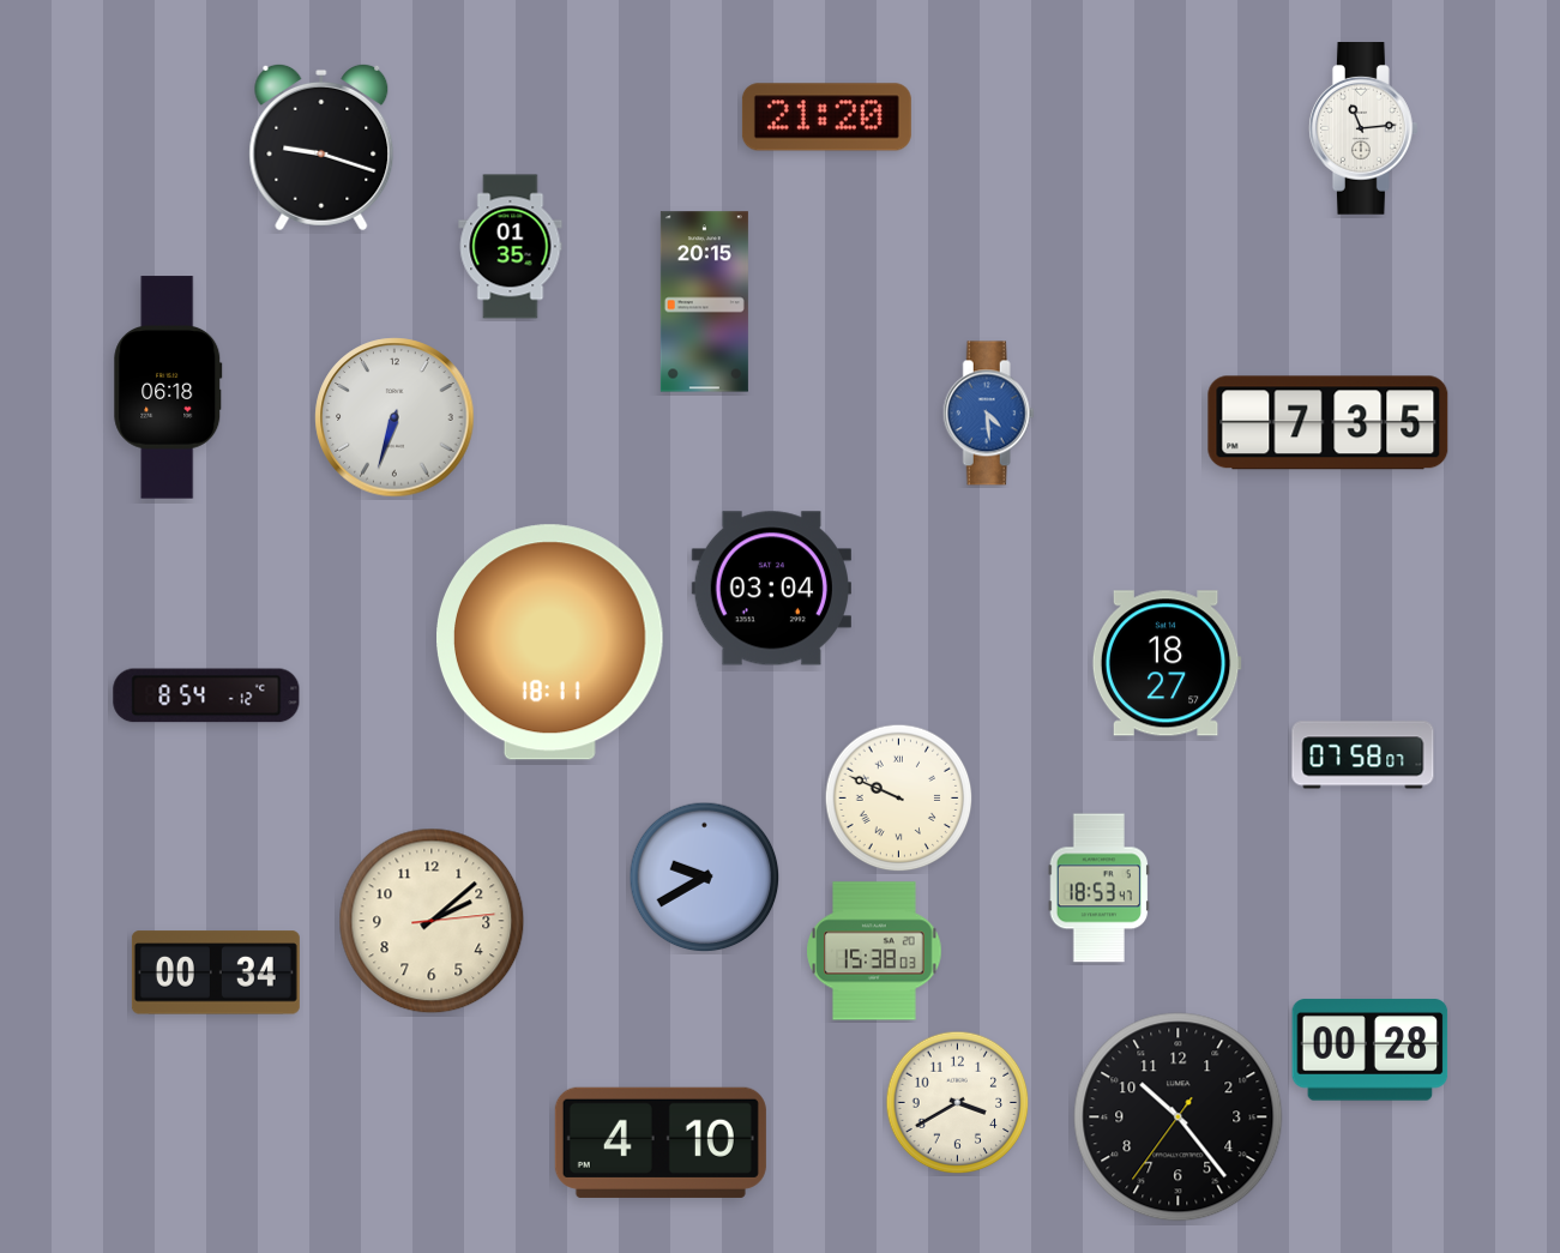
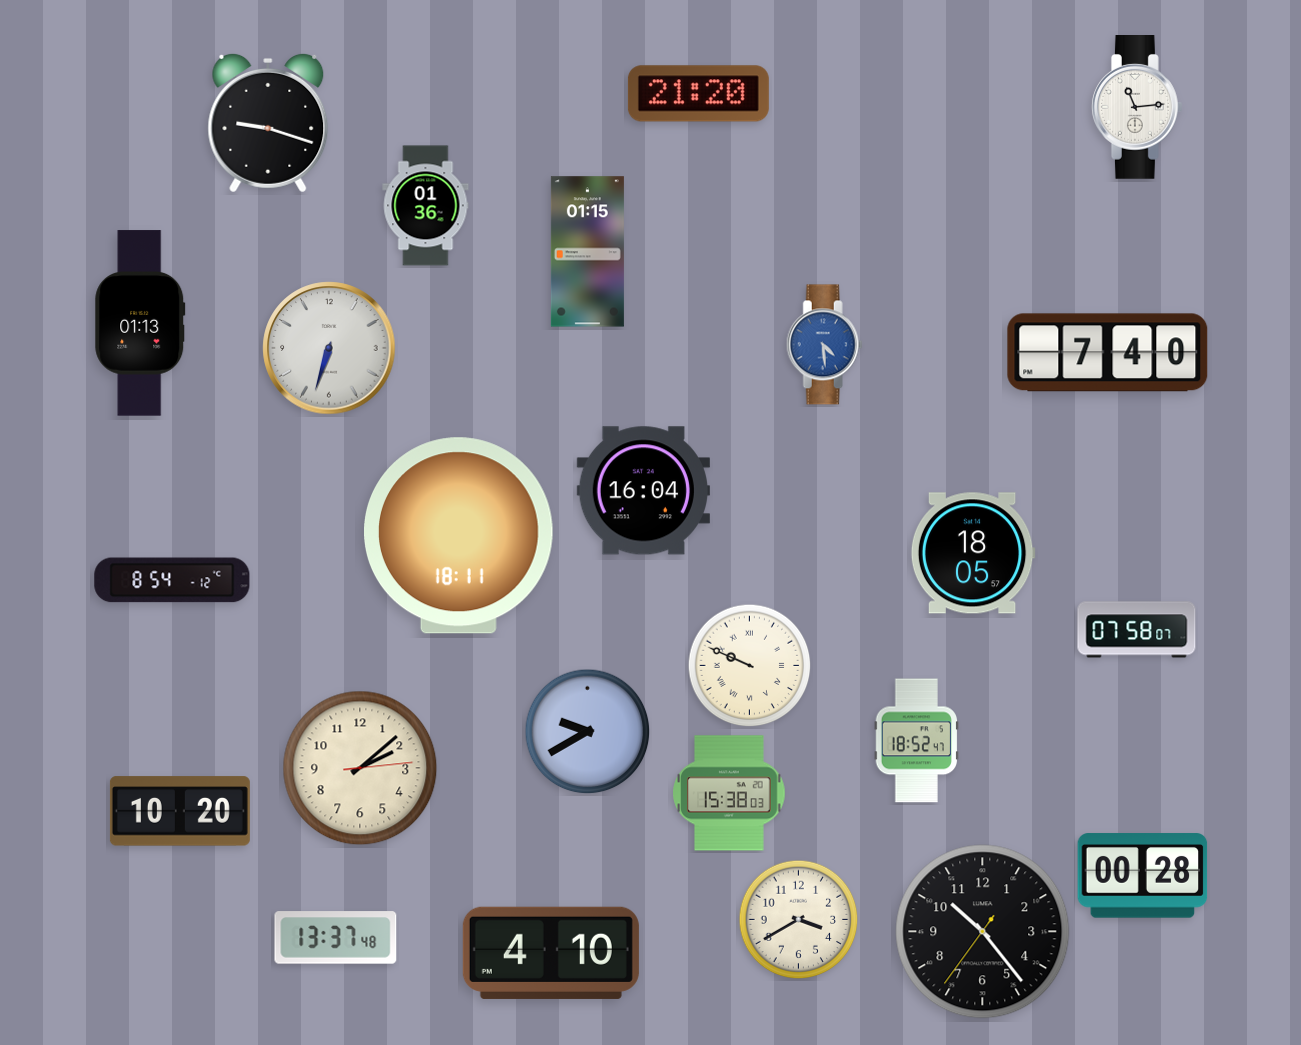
clock at (826, 118) position: (826, 118) -> (698, 94)
clock at (511, 247): 01:35 -> 01:36
clock at (704, 302): 20:15 -> 01:15
clock at (168, 387): 06:18 -> 01:13
clock at (1329, 423): 7:35 -> 7:40
clock at (771, 589): 03:04 -> 16:04
clock at (1167, 663): 18:27 -> 18:05
clock at (1098, 888): 18:53 -> 18:52
clock at (216, 972): 00:34 -> 10:20
clock at (336, 938): none -> 13:37
